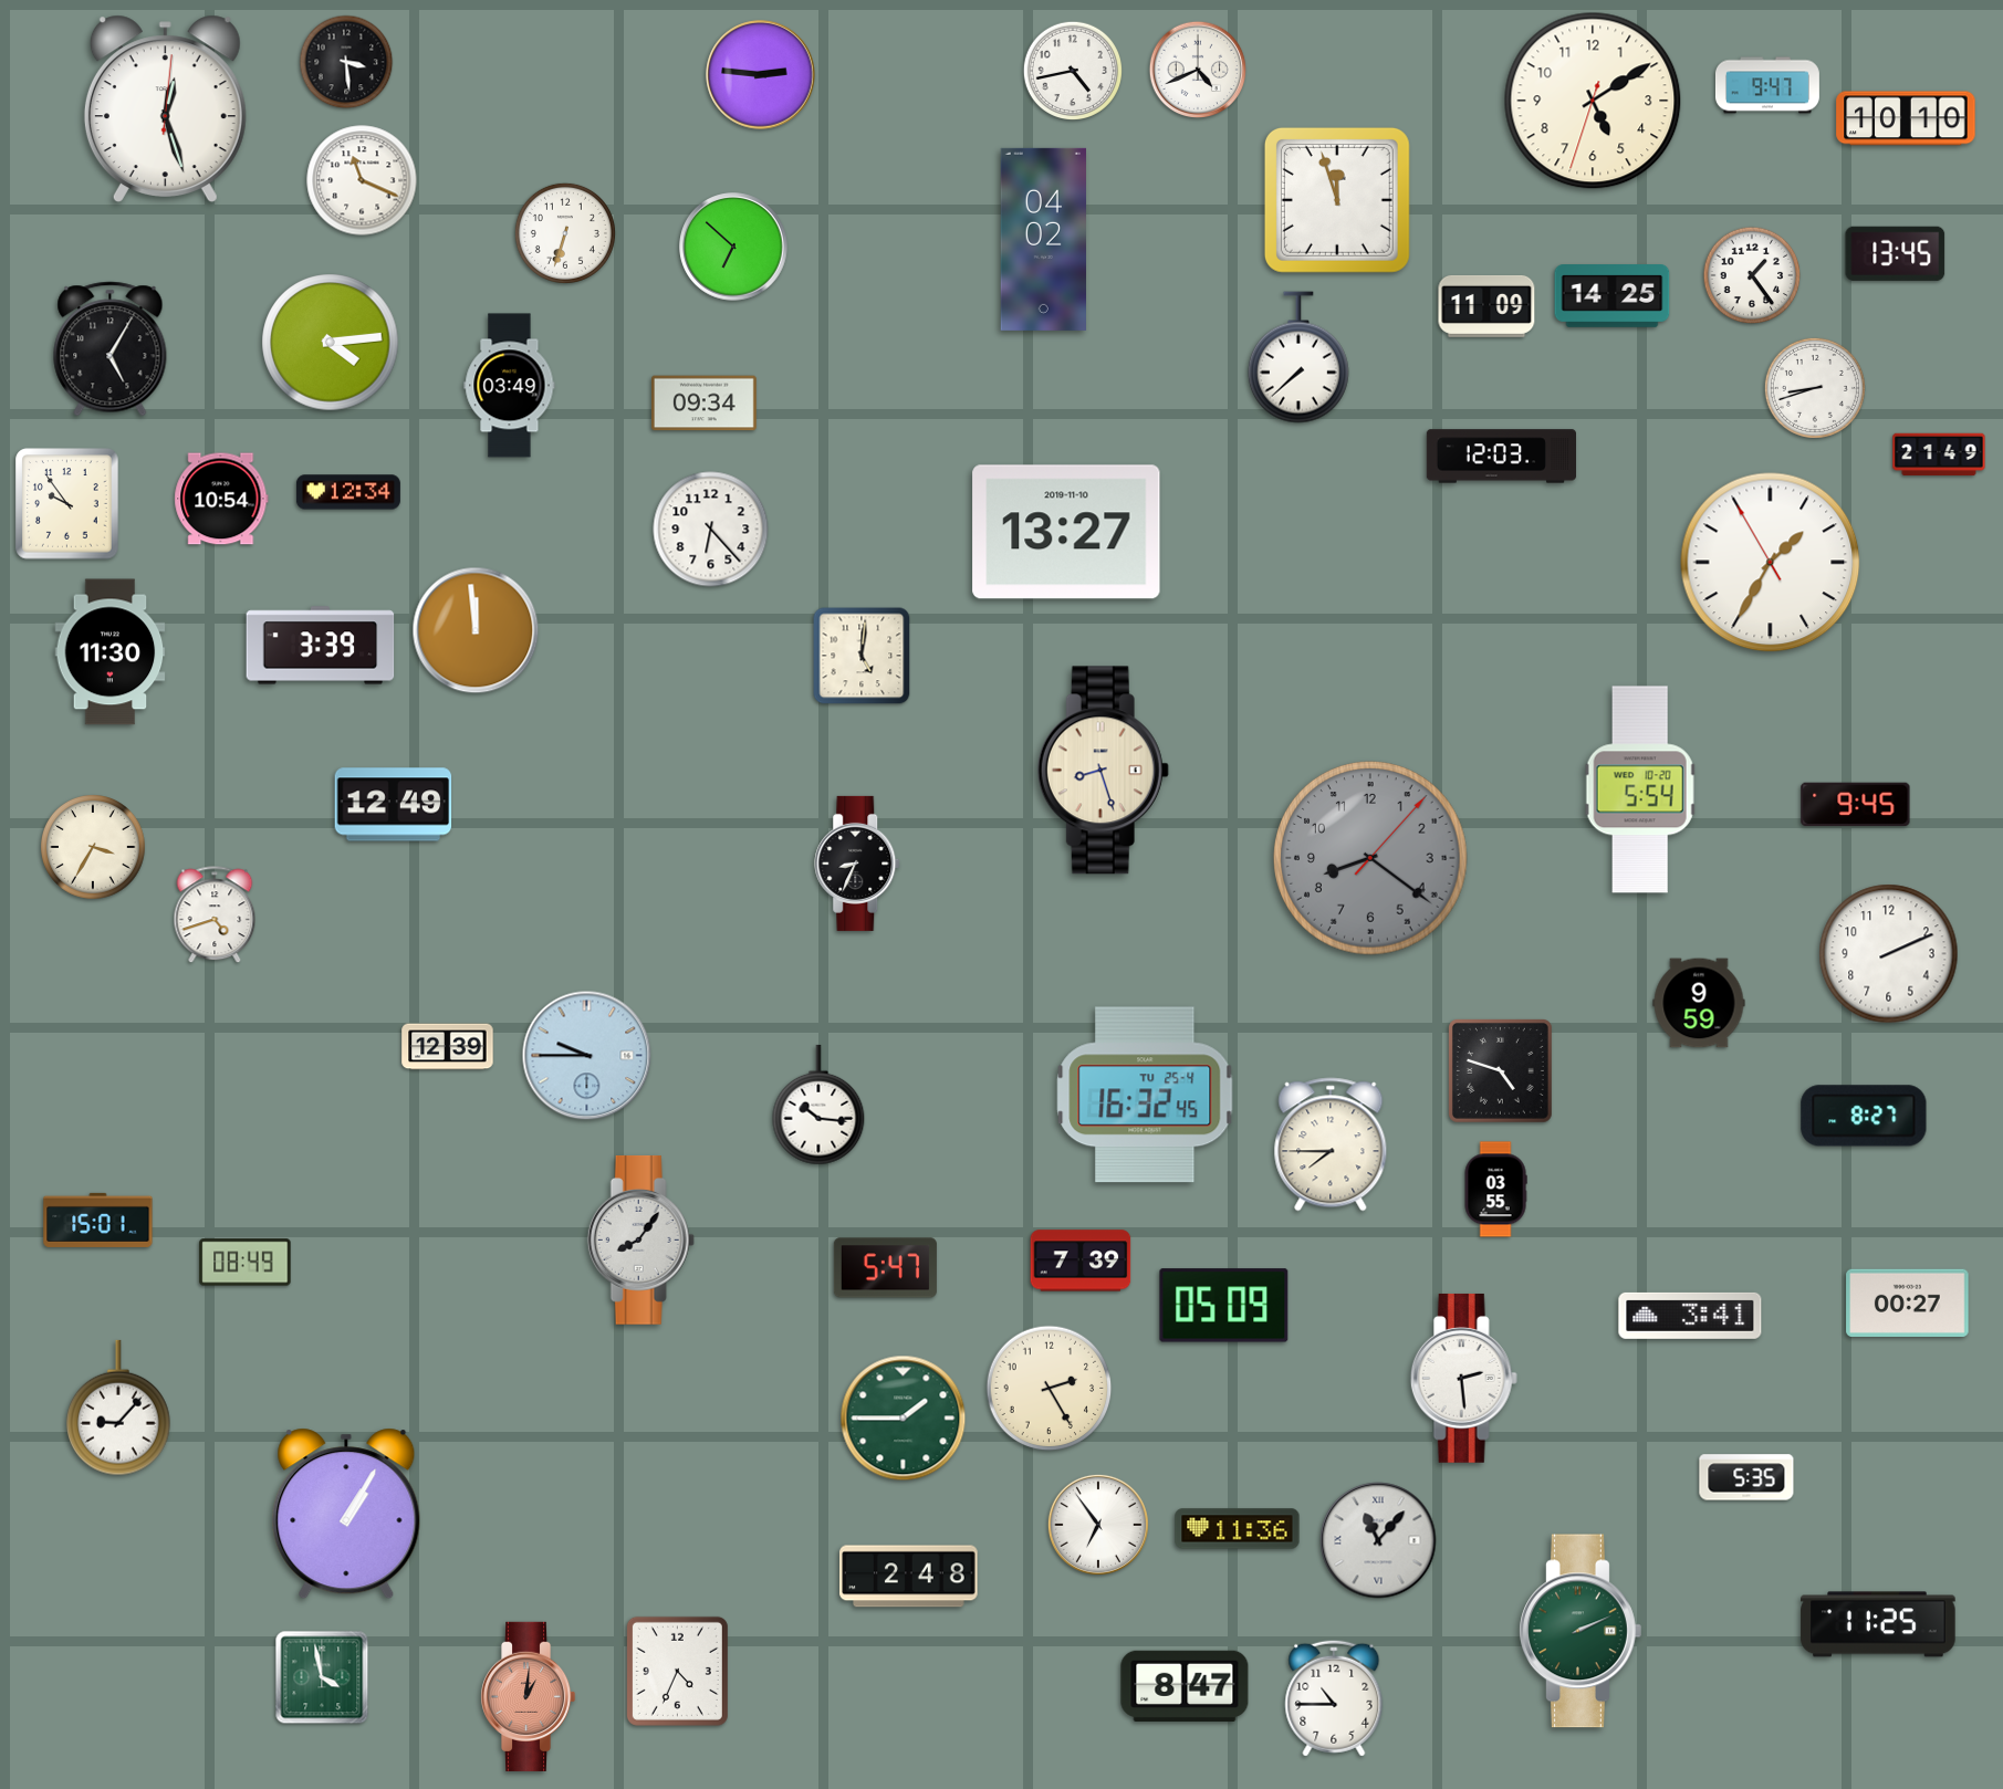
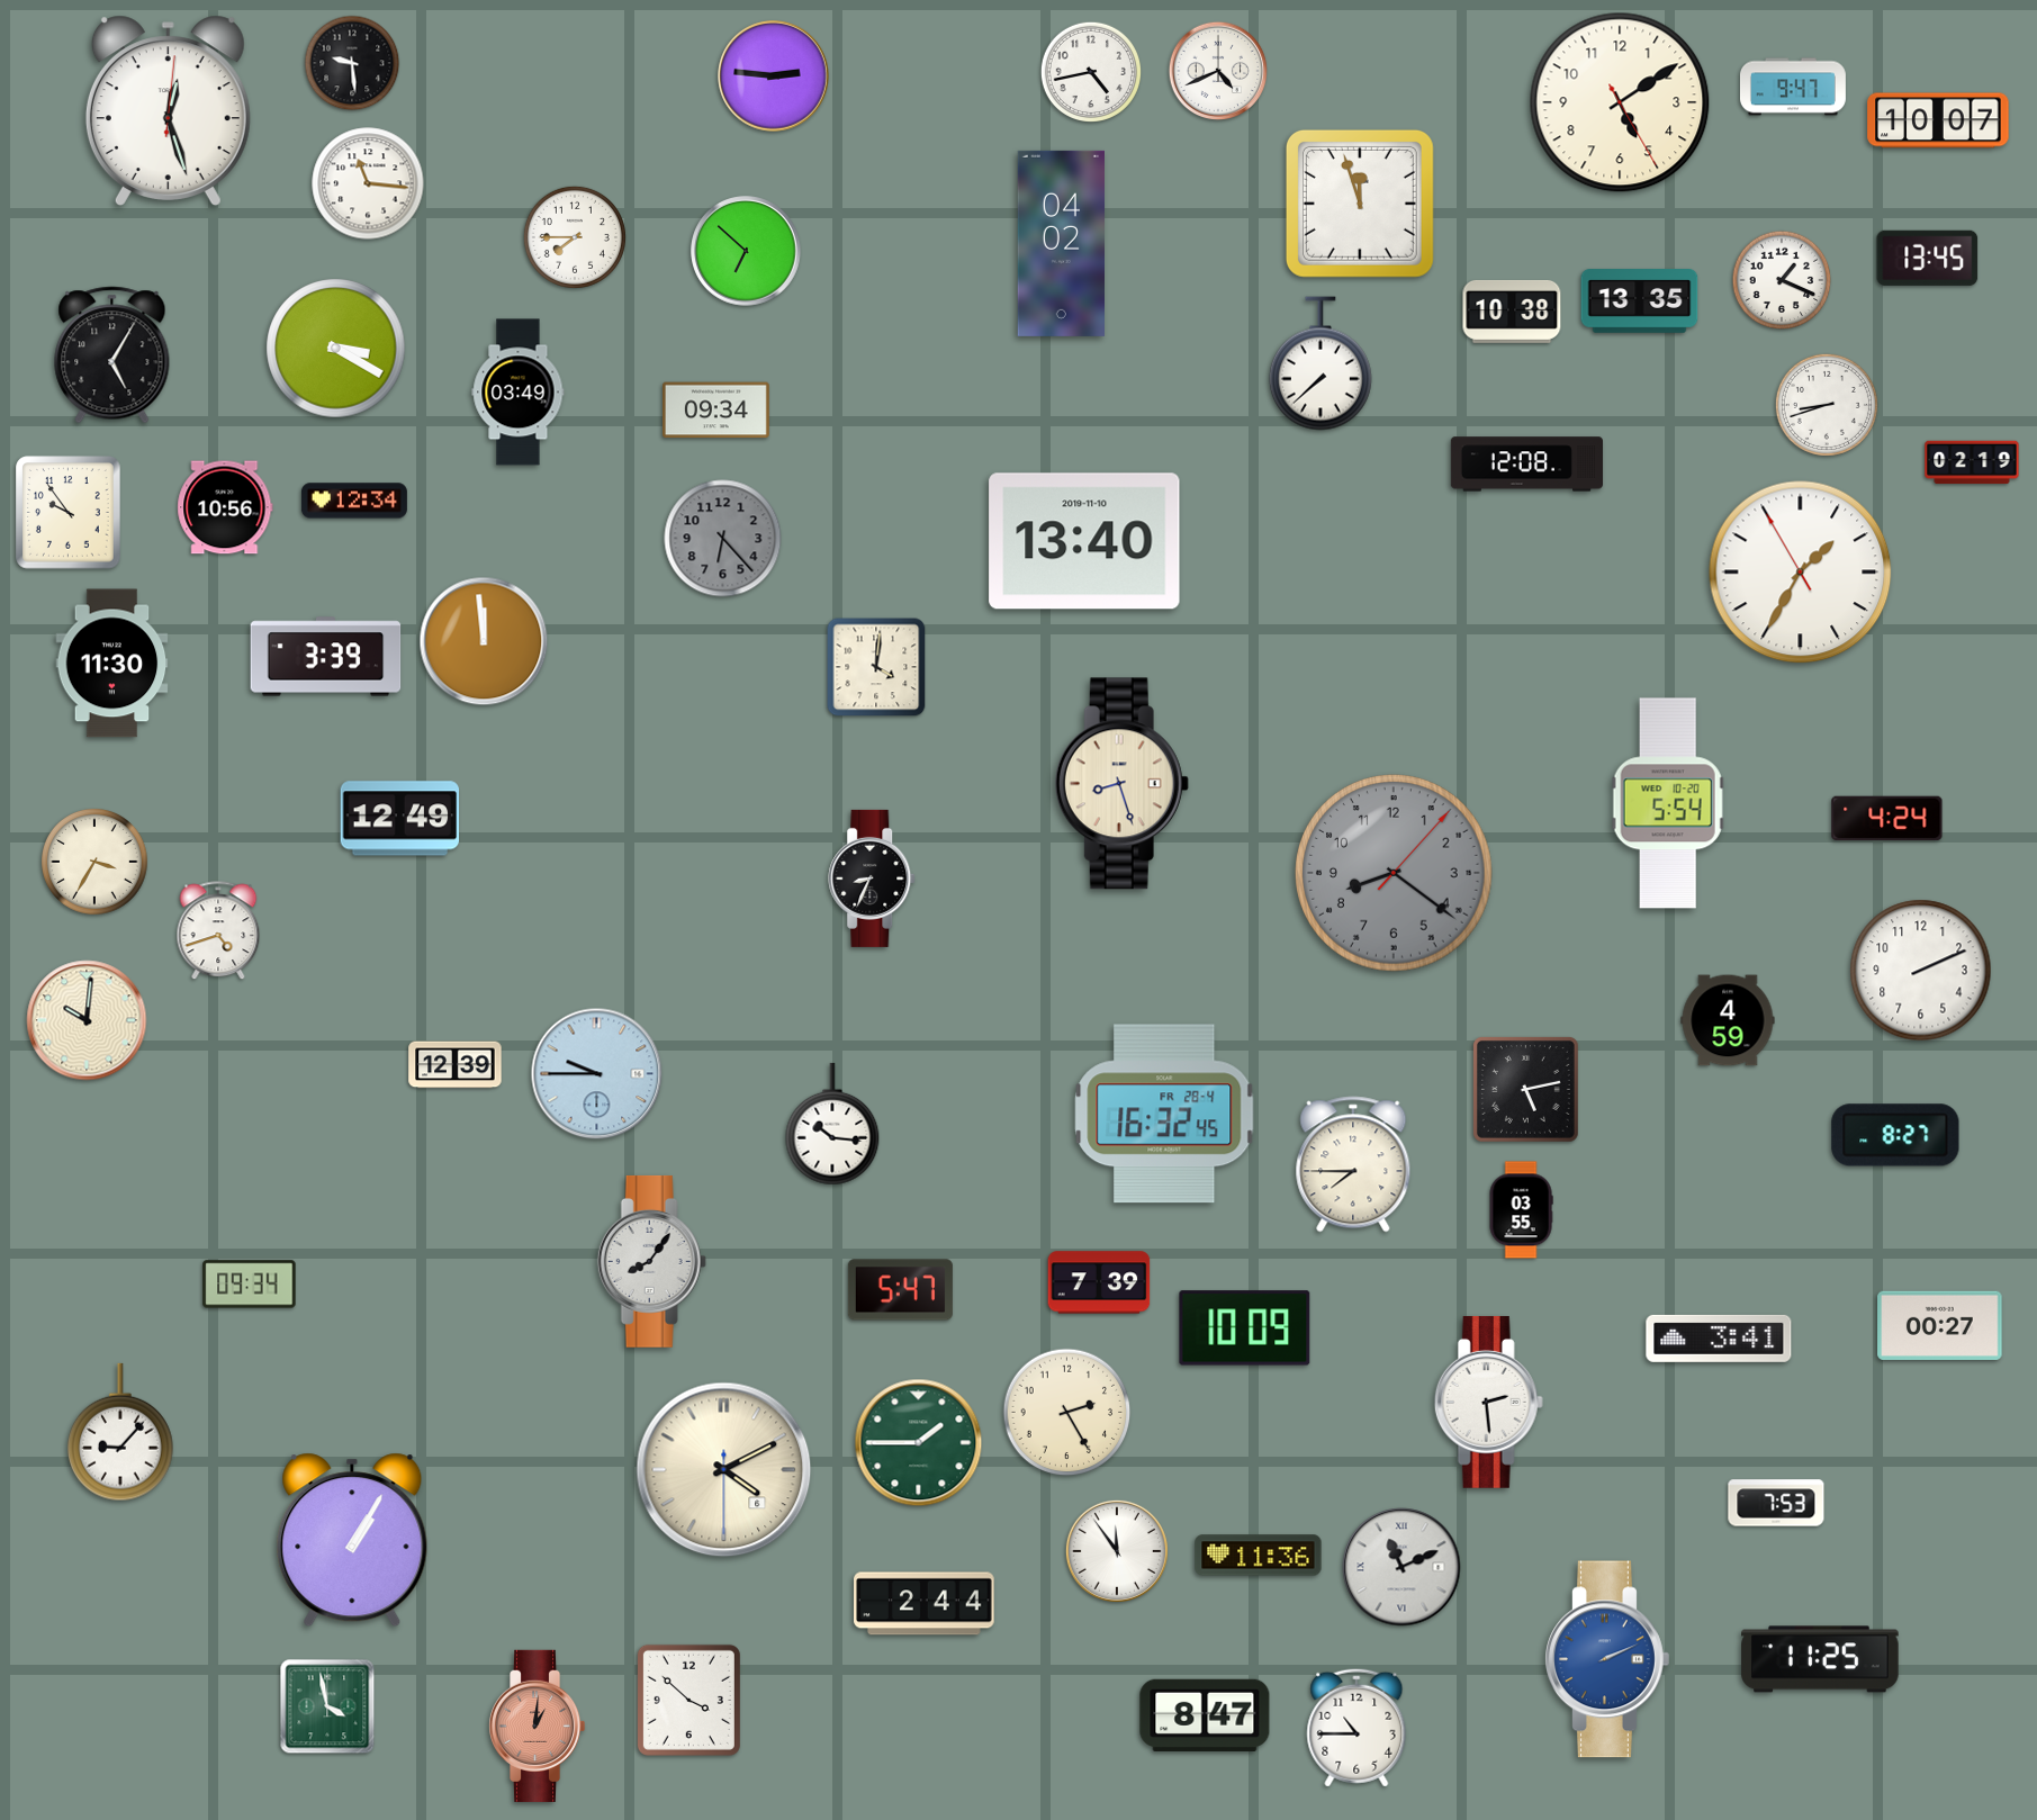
clock at (346, 62): 3:29 -> 9:29
clock at (1767, 85) position: (1767, 85) -> (1793, 87)
clock at (1593, 101): 5:09:33 -> 5:09:25
clock at (1906, 118): 10:10 -> 10:07
clock at (362, 180): 11:19 -> 11:16
clock at (565, 233): 6:33 -> 7:45
clock at (1752, 275): 1:24 -> 1:19
clock at (1613, 296): 14:25 -> 13:35
clock at (1486, 306): 11:09 -> 10:38
clock at (331, 343): 4:14 -> 3:20
clock at (1815, 388) position: (1815, 388) -> (1827, 405)
clock at (1939, 454): 21:49 -> 02:19
clock at (1501, 457): 12:03 -> 12:08
clock at (221, 499): 10:54 -> 10:56
clock at (711, 530) dial: white -> grey
clock at (1066, 532): 13:27 -> 13:40
clock at (862, 656): 5:01 -> 4:01
clock at (1856, 805): 9:45 -> 4:24
clock at (87, 1020): none -> 10:01
clock at (1699, 1003): 9:59 -> 4:59
clock at (1501, 1071): 4:48 -> 5:13
clock at (1145, 1095) date: TU 25-4 -> FR 28-4
clock at (98, 1220): 15:01 -> none
clock at (246, 1263): 08:49 -> 09:34
clock at (1224, 1306): 05:09 -> 10:09
clock at (724, 1470): none -> 4:10
clock at (1746, 1477): 5:35 -> 7:53
clock at (1098, 1525): 6:54 -> 11:54
clock at (1378, 1540): 11:07 -> 11:11
clock at (909, 1577): 2:48 -> 2:44
clock at (1878, 1624) position: (1878, 1624) -> (1820, 1659)
clock at (1581, 1631) dial: green -> blue
clock at (677, 1671): 4:34 -> 3:52
